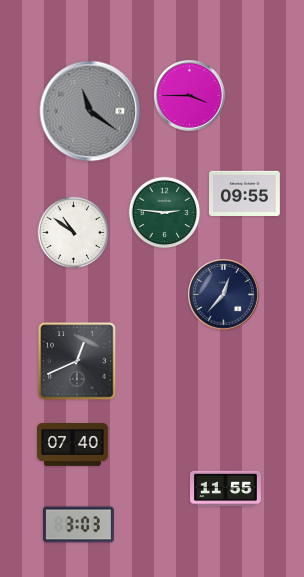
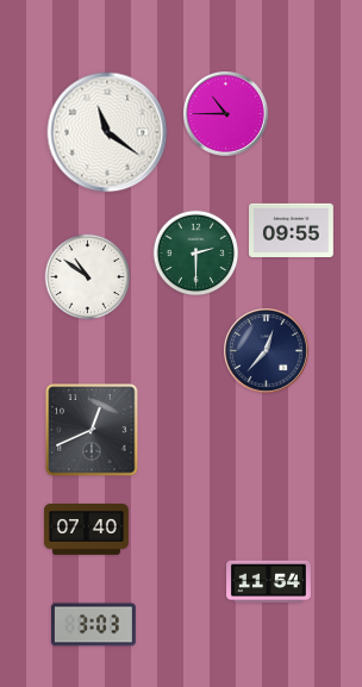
clock at (190, 96): 3:45 -> 10:45
clock at (90, 111) dial: grey -> white
clock at (165, 213): 2:46 -> 2:30
clock at (226, 489): 11:55 -> 11:54
